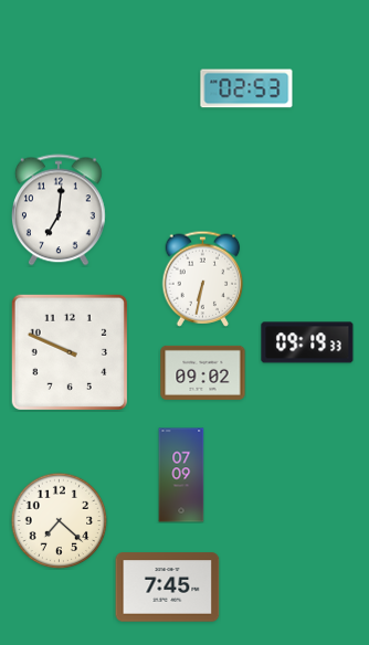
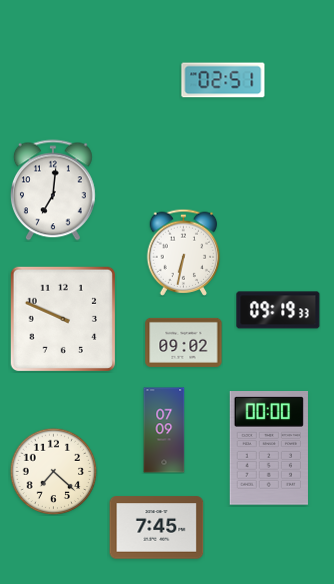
clock at (246, 88): 02:53 -> 02:51
clock at (203, 372) position: (203, 372) -> (184, 342)
clock at (269, 449): none -> 00:00
clock at (168, 588) position: (168, 588) -> (157, 528)
